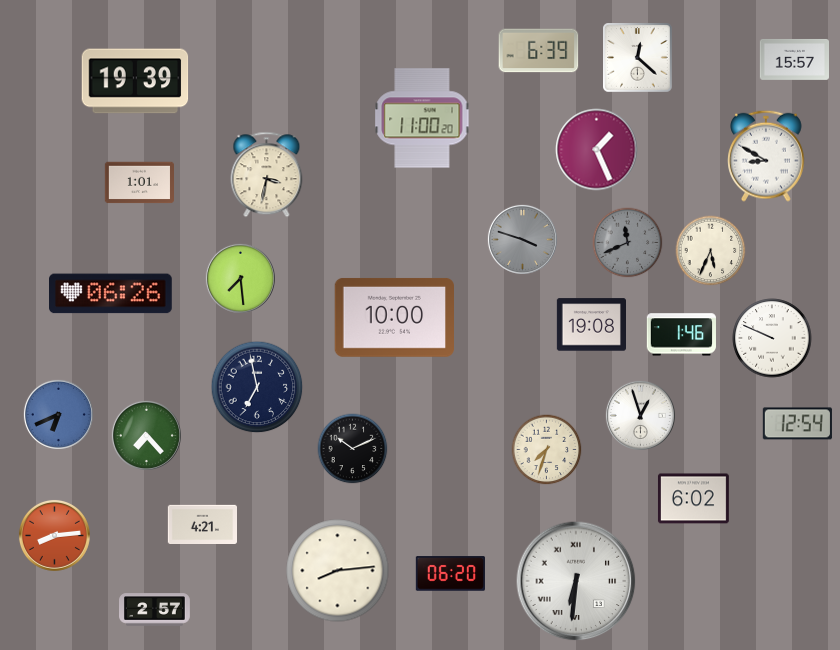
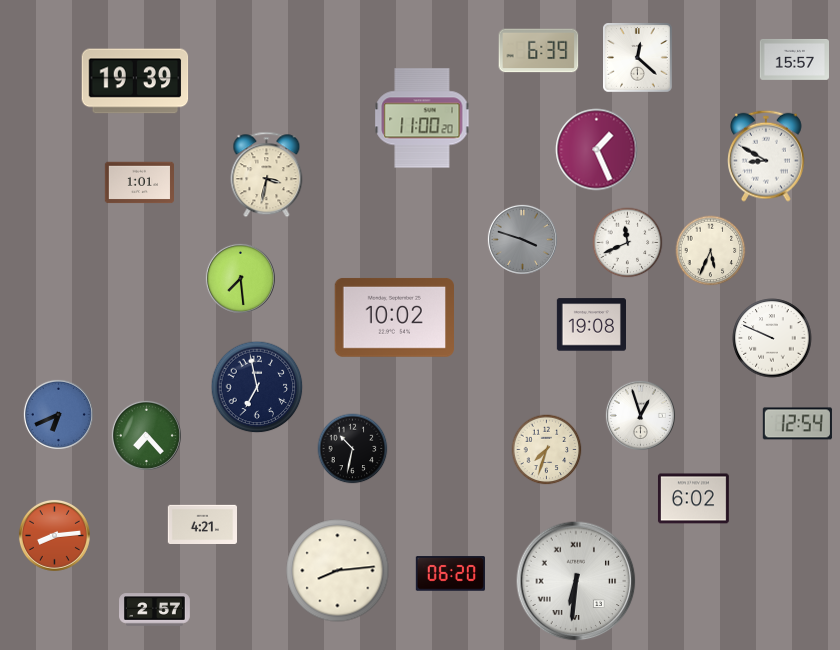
clock at (628, 243) dial: grey -> white
clock at (111, 294): 06:26 -> none
clock at (394, 317): 10:00 -> 10:02
clock at (681, 335): 1:46 -> none
clock at (353, 449): 10:11 -> 10:32
